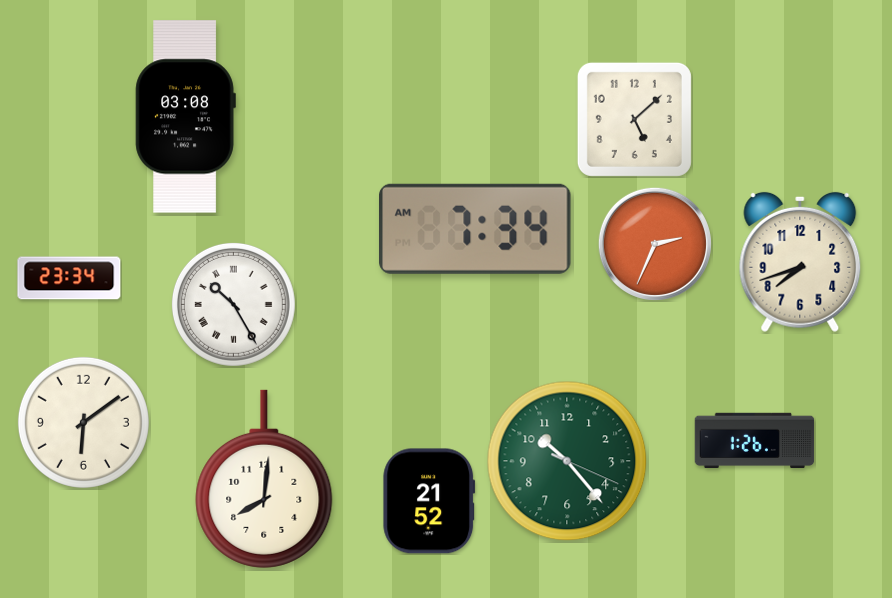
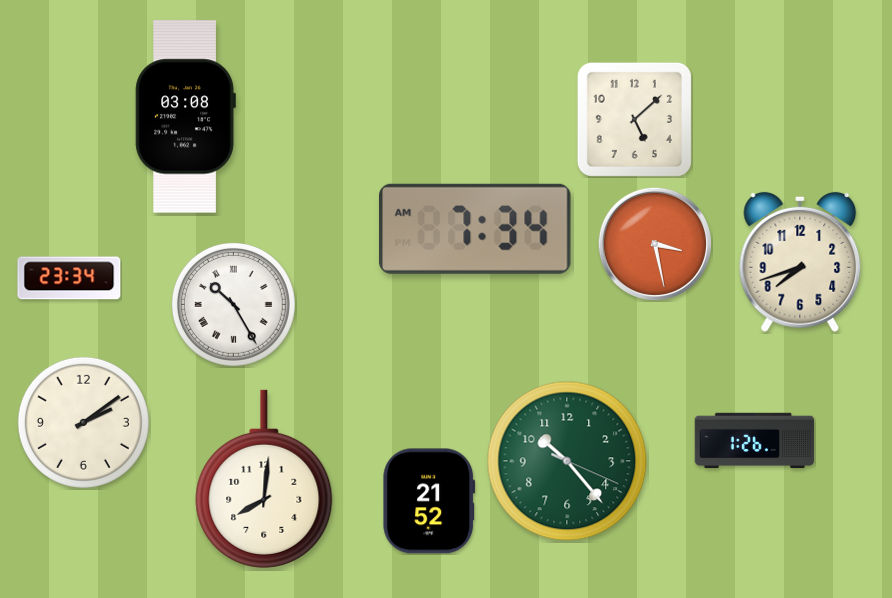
clock at (655, 244): 2:34 -> 3:28
clock at (83, 422): 6:09 -> 2:09
